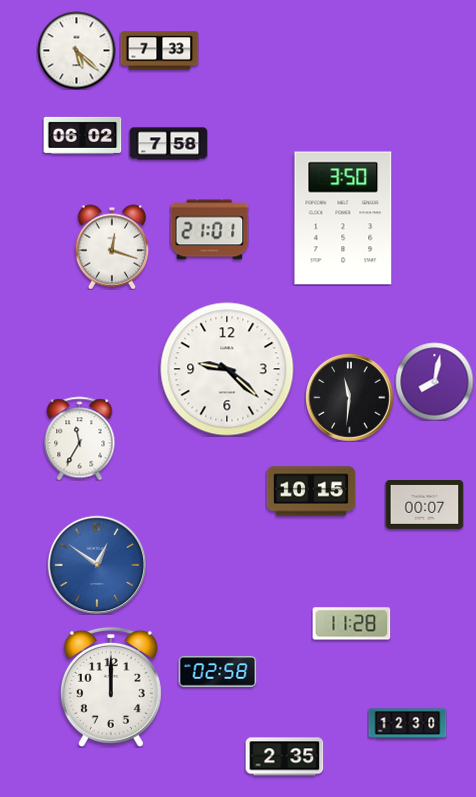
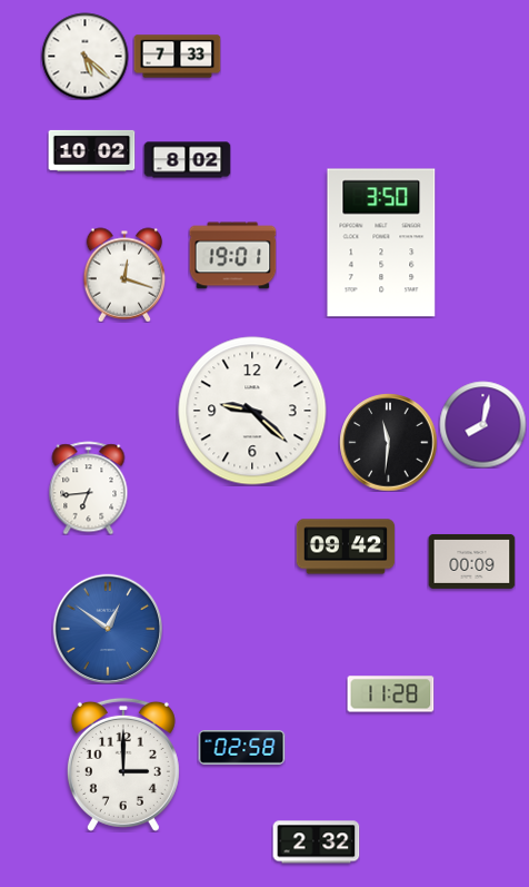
clock at (82, 135): 06:02 -> 10:02
clock at (168, 144): 7:58 -> 8:02
clock at (209, 230): 21:01 -> 19:01
clock at (80, 438): 11:35 -> 6:44
clock at (311, 491): 10:15 -> 09:42
clock at (424, 504): 00:07 -> 00:09
clock at (111, 687): 12:00 -> 3:00
clock at (407, 724): 12:30 -> none
clock at (284, 757): 2:35 -> 2:32
